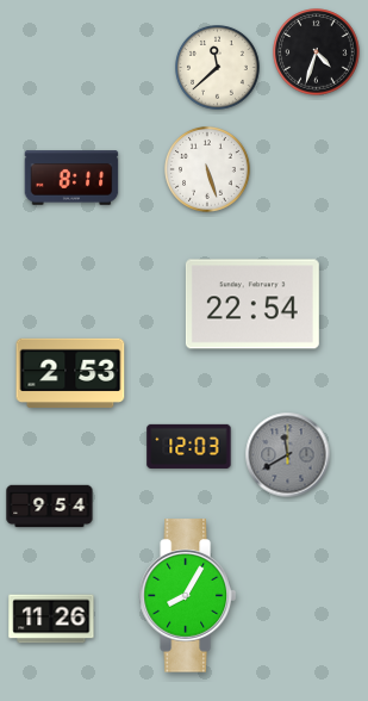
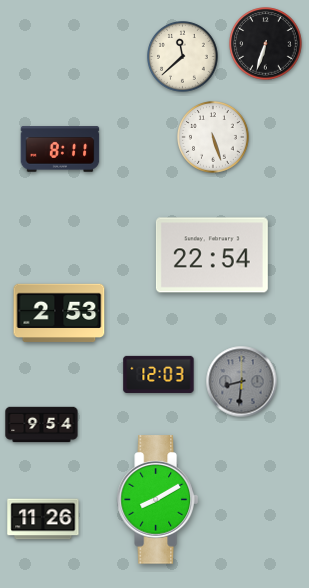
clock at (317, 52): 4:33 -> 6:33
clock at (207, 169) position: (207, 169) -> (213, 137)
clock at (288, 455): 11:40 -> 8:31
clock at (187, 596): 8:05 -> 8:10
